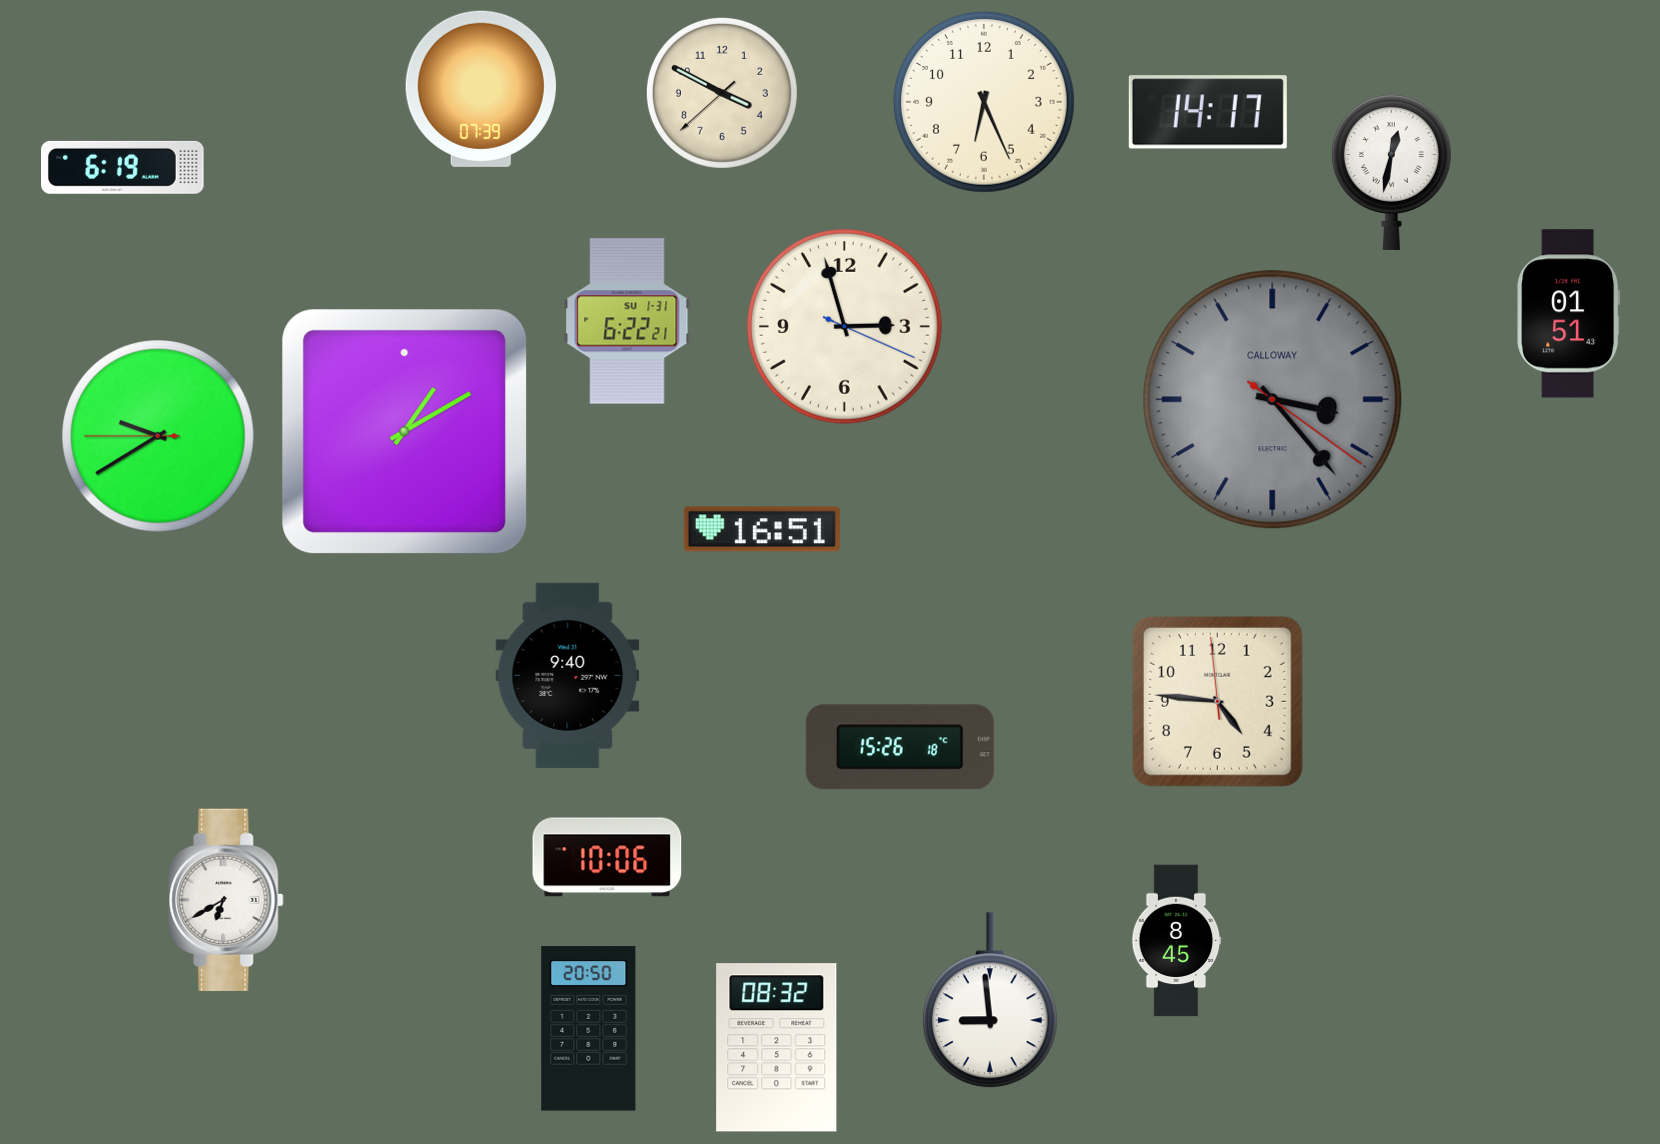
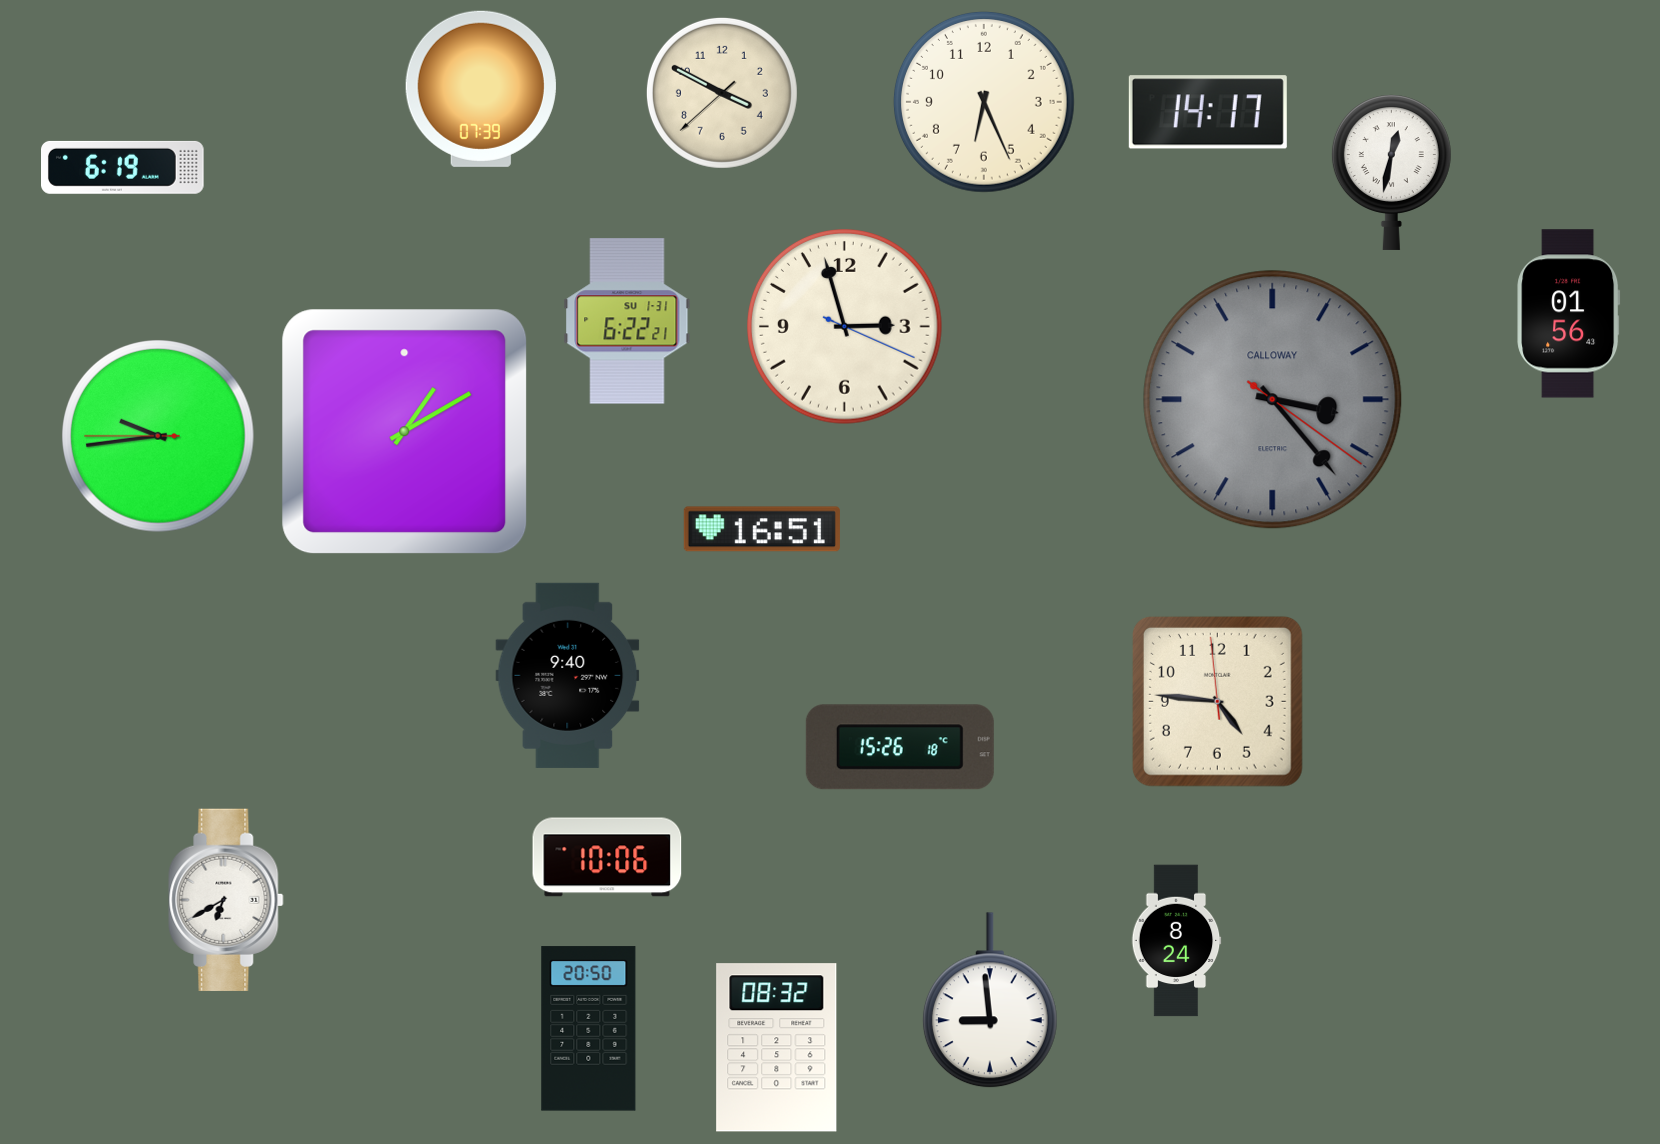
clock at (1569, 314): 01:51 -> 01:56
clock at (159, 437): 9:39 -> 9:43
clock at (1176, 941): 8:45 -> 8:24
